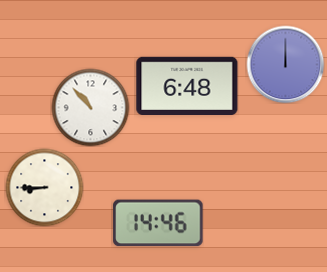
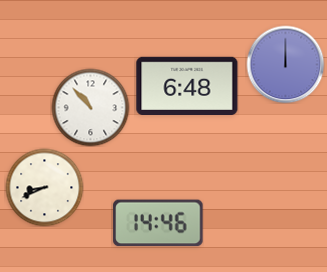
clock at (44, 187): 8:45 -> 8:41
